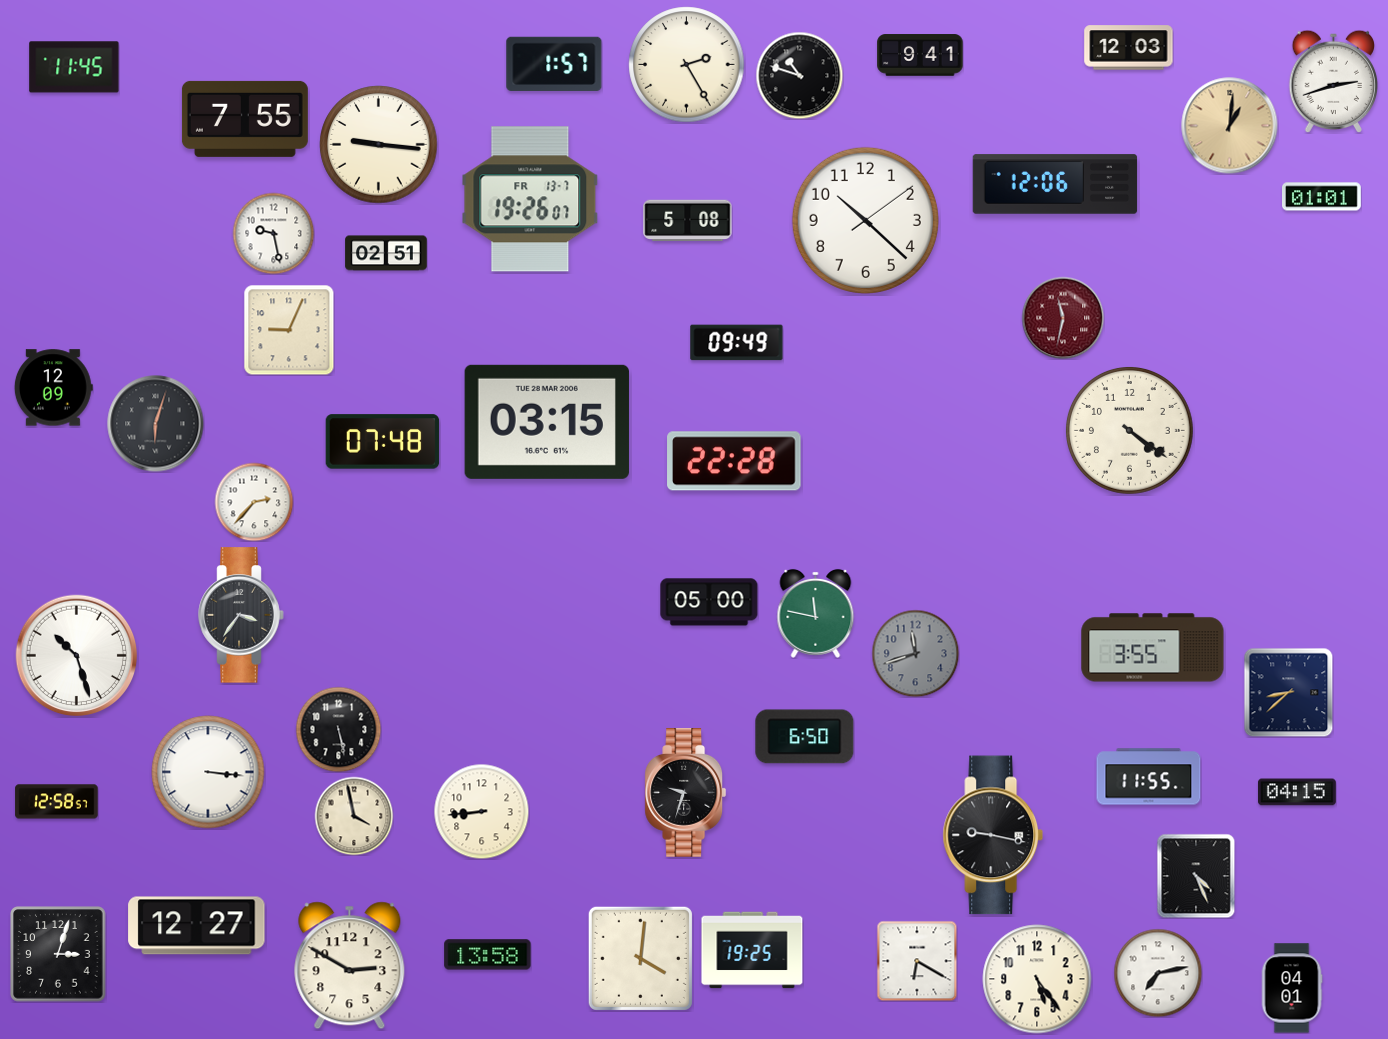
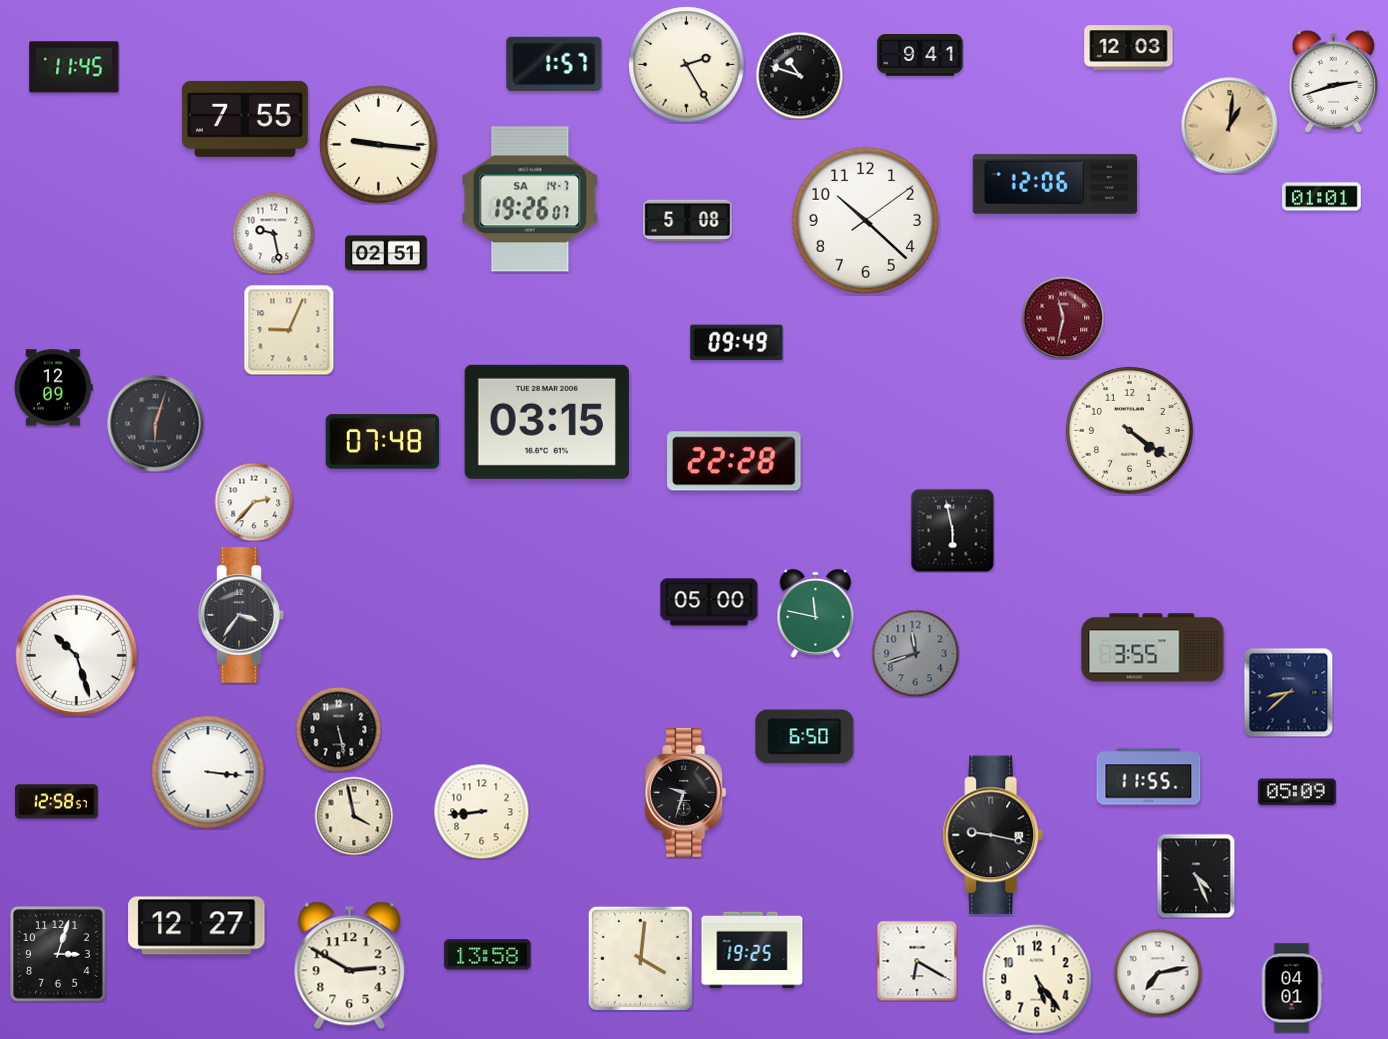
clock at (530, 199) date: FR 13-7 -> SA 14-7
clock at (952, 530): none -> 5:58
clock at (1297, 792): 04:15 -> 05:09
